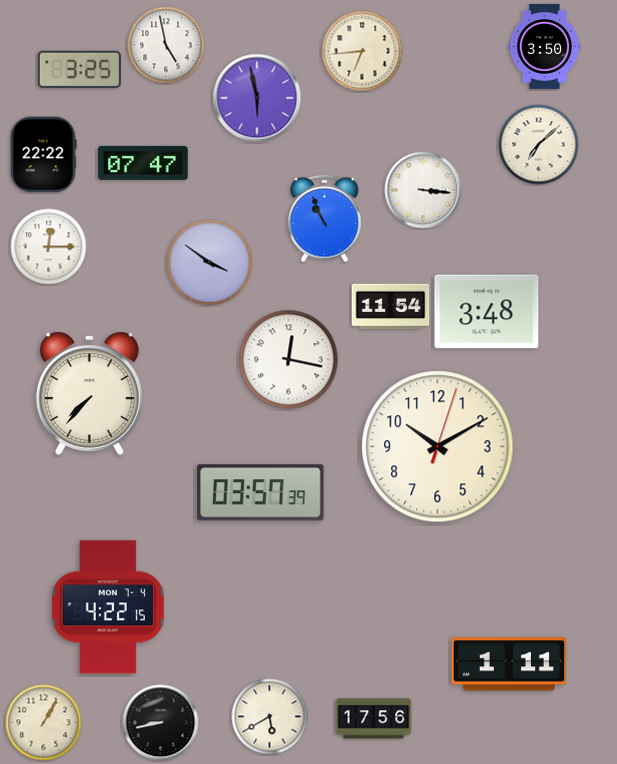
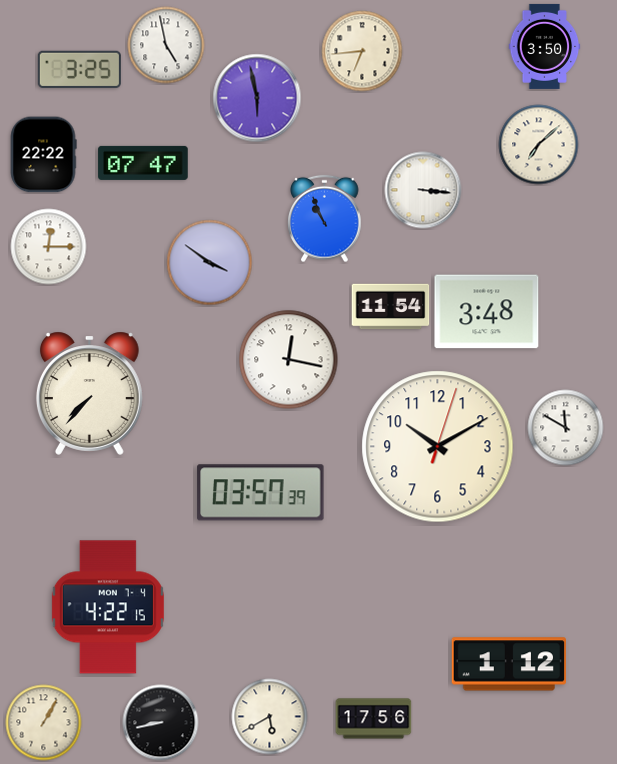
clock at (566, 428): none -> 11:50
clock at (508, 664): 1:11 -> 1:12
